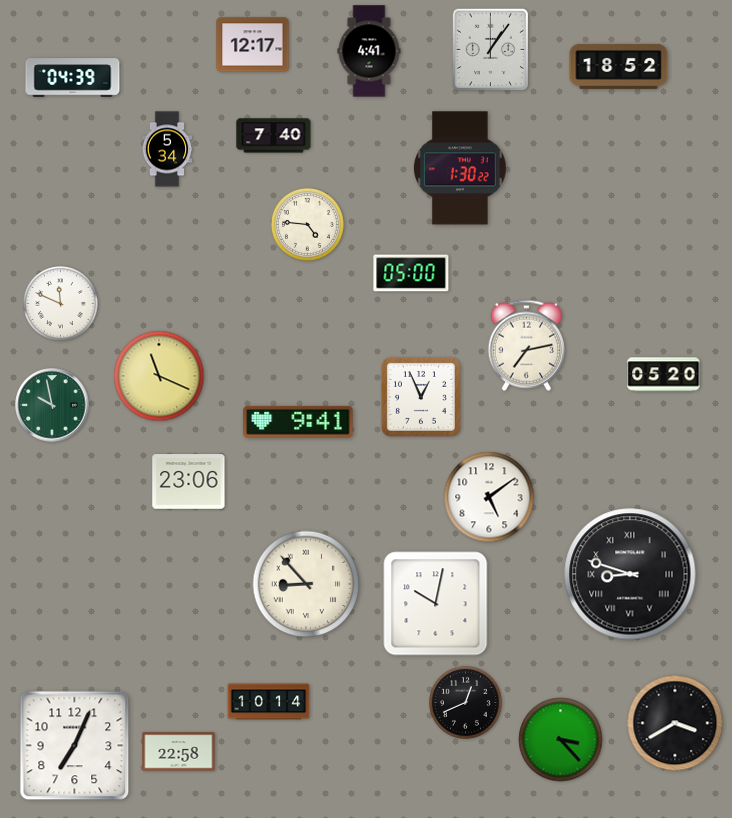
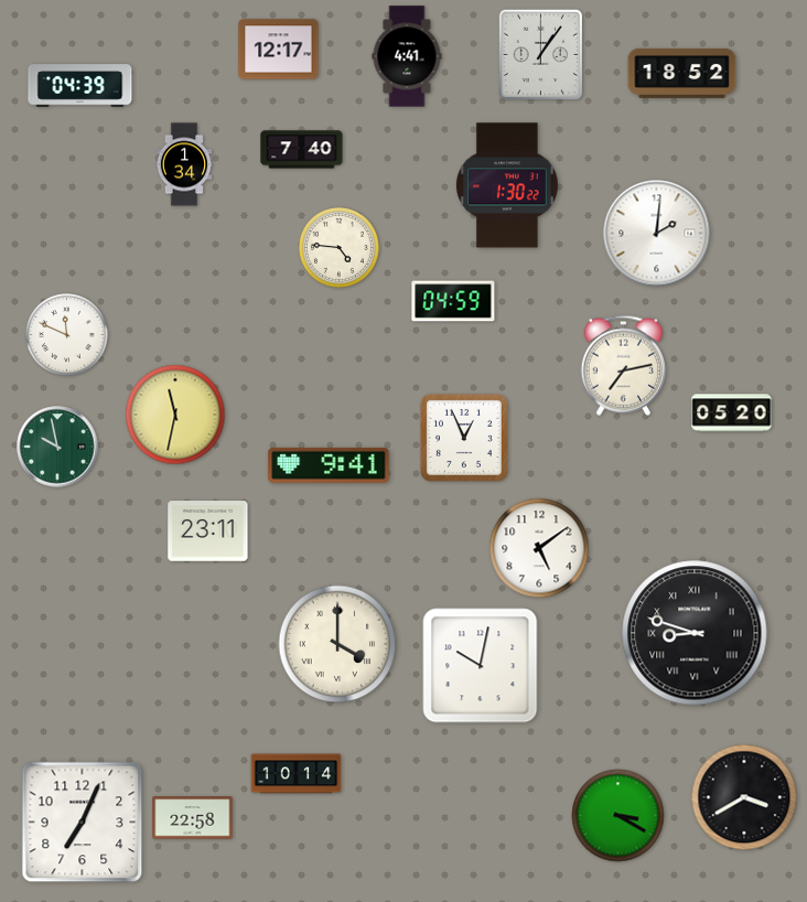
clock at (167, 149): 5:34 -> 1:34
clock at (657, 234): none -> 2:01
clock at (411, 273): 05:00 -> 04:59
clock at (526, 345) position: (526, 345) -> (623, 365)
clock at (159, 376): 11:19 -> 11:32
clock at (189, 482): 23:06 -> 23:11
clock at (306, 584): 8:53 -> 4:00
clock at (465, 702): 12:41 -> none
clock at (561, 740): 3:23 -> 3:20
clock at (179, 752) position: (179, 752) -> (193, 818)
